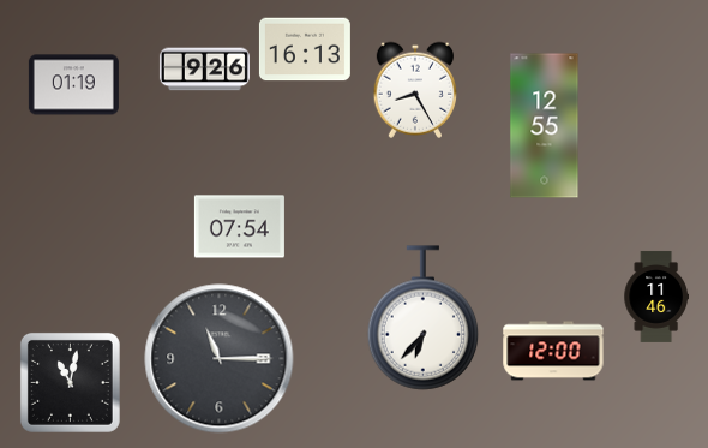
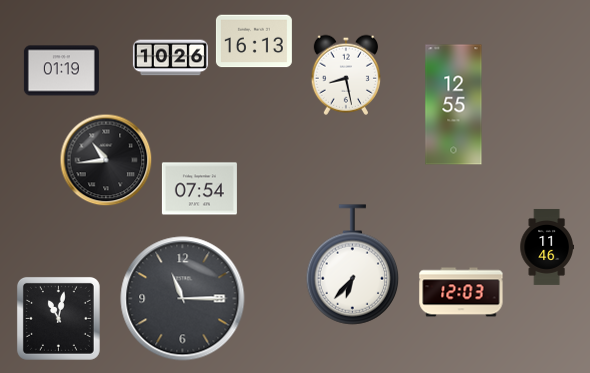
clock at (204, 70): 9:26 -> 10:26
clock at (414, 90): 8:25 -> 8:28
clock at (106, 160): none -> 10:44
clock at (553, 351): 12:00 -> 12:03
